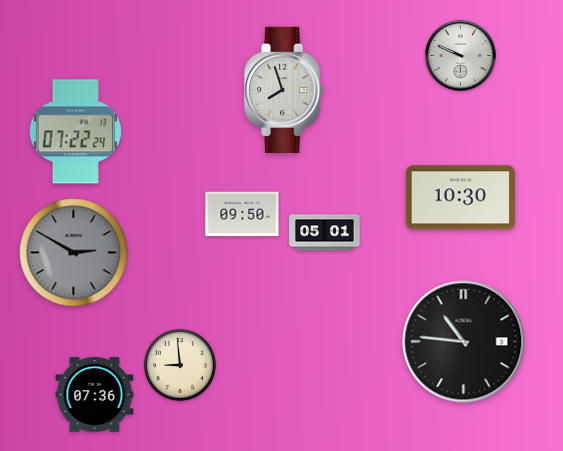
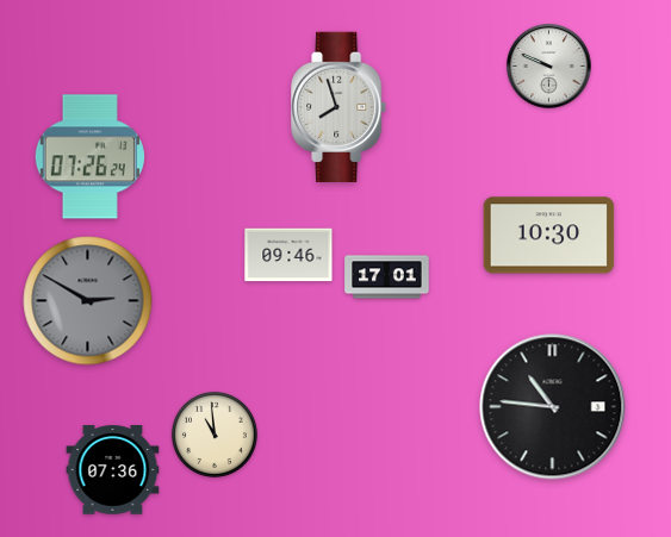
clock at (75, 132): 07:22 -> 07:26
clock at (242, 214): 09:50 -> 09:46
clock at (325, 233): 05:01 -> 17:01
clock at (180, 365): 8:59 -> 10:59
